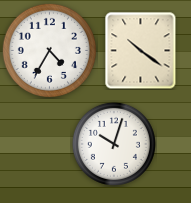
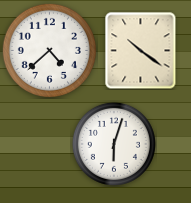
clock at (49, 50): 4:35 -> 4:38
clock at (114, 144): 10:03 -> 6:03
